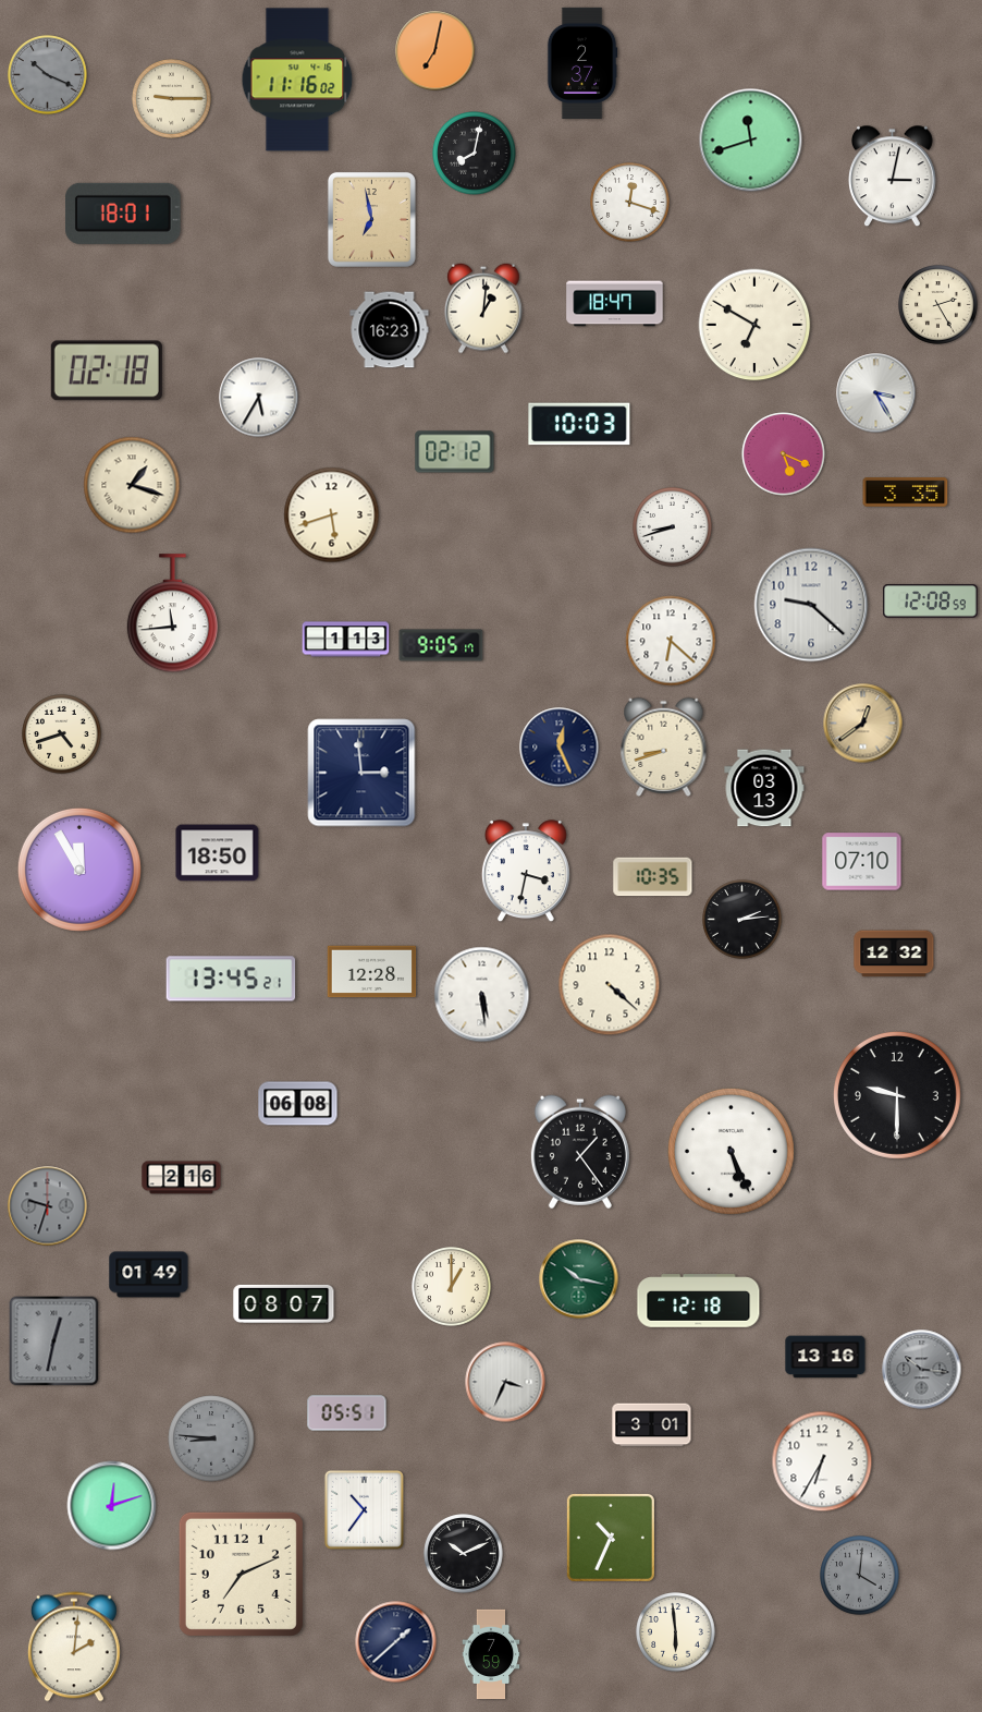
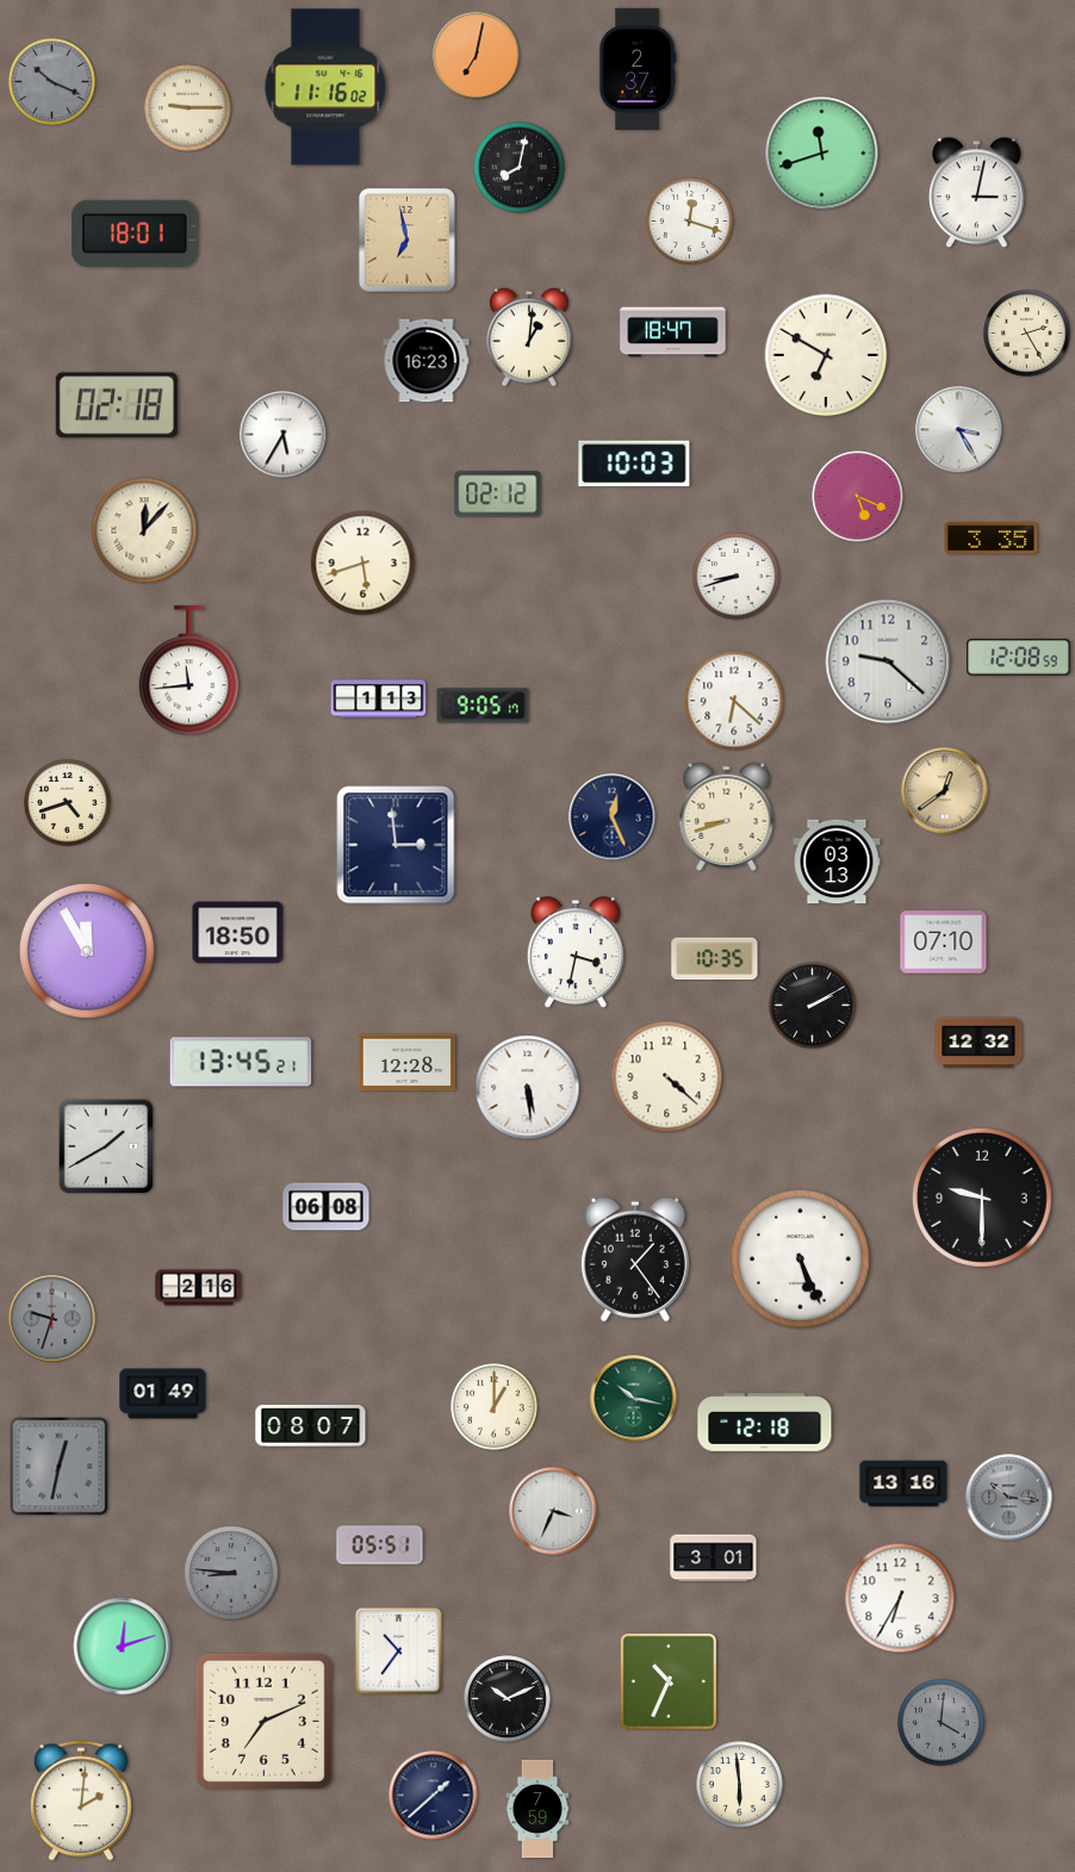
clock at (132, 485): 1:18 -> 12:07
clock at (742, 920): 2:14 -> 2:10
clock at (231, 979) position: (231, 979) -> (241, 1062)
clock at (106, 1146): none -> 1:40
